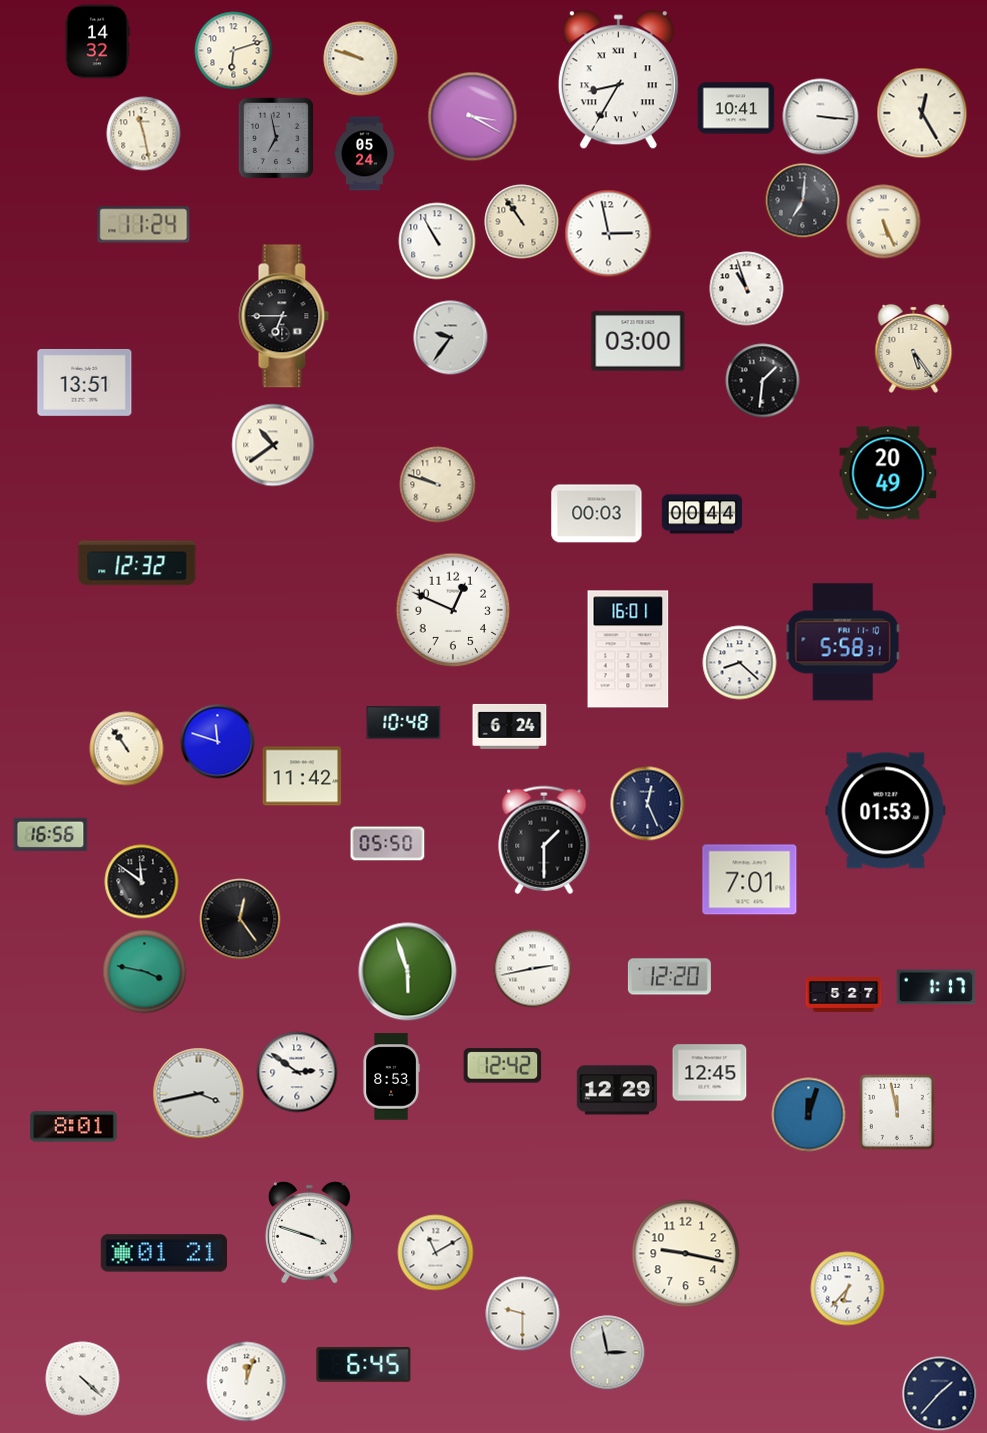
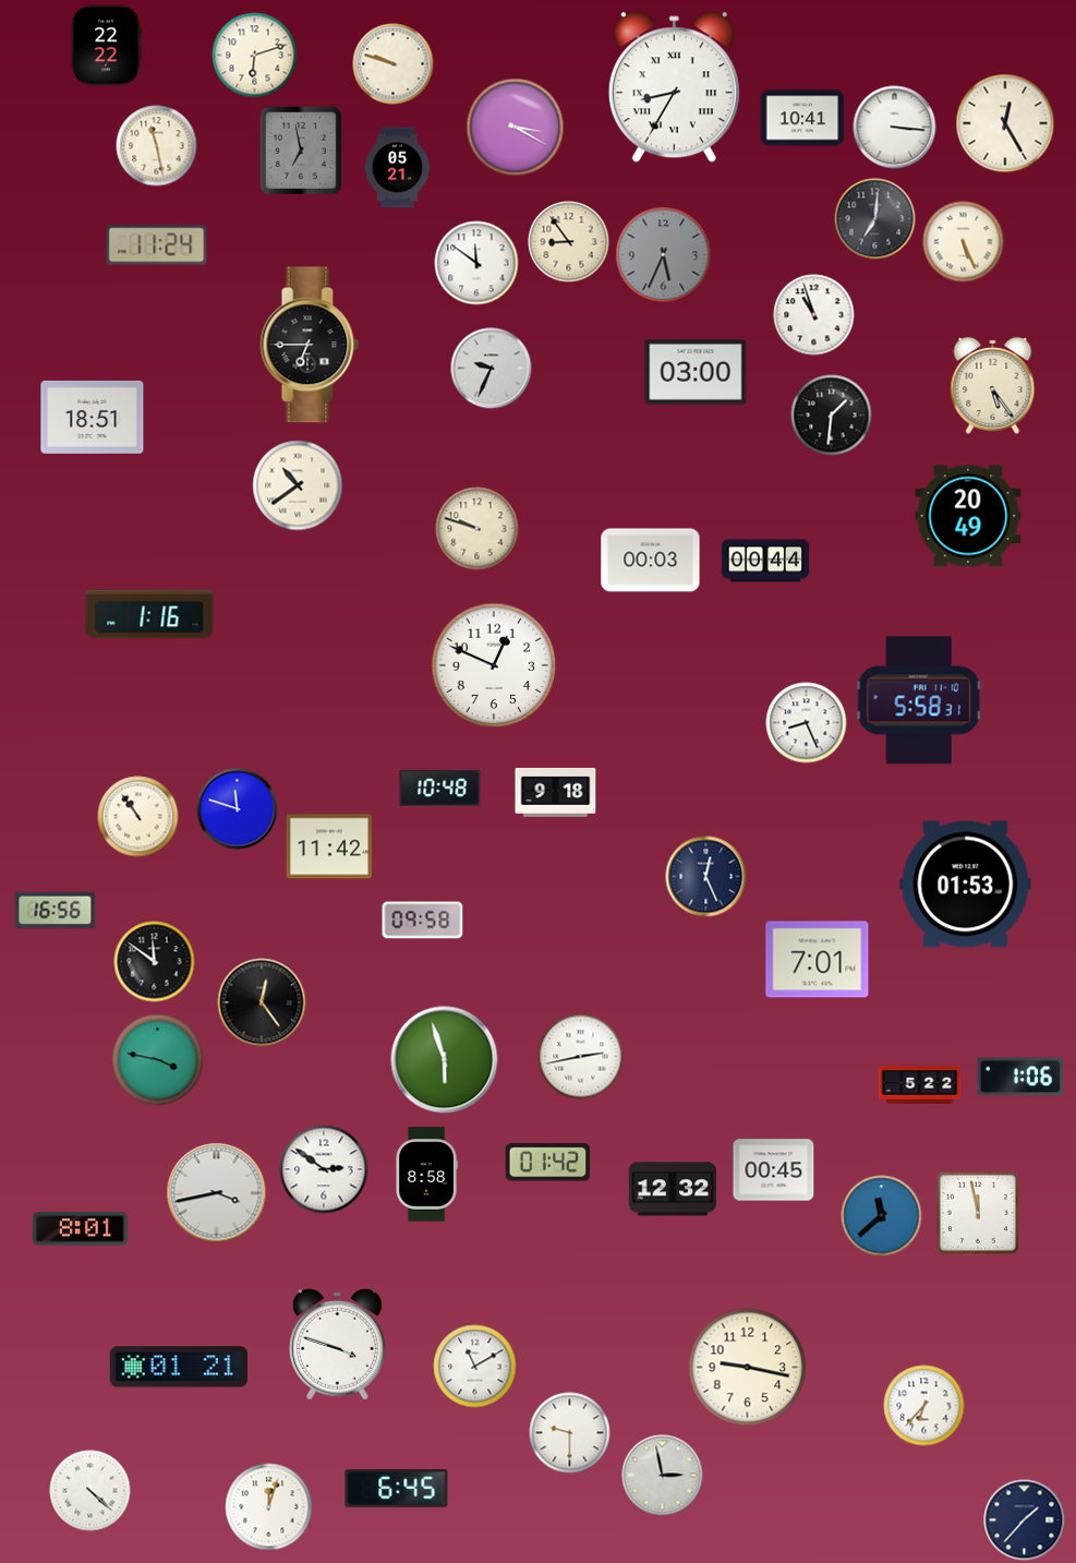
clock at (97, 42): 14:32 -> 22:22
clock at (365, 154): 05:24 -> 05:21
clock at (522, 222): 10:54 -> 8:54
clock at (609, 234): 2:58 -> 5:34
clock at (609, 234) dial: white -> grey
clock at (437, 241): 10:55 -> 11:51
clock at (451, 338): 9:36 -> 9:34
clock at (914, 348) position: (914, 348) -> (993, 385)
clock at (85, 382): 13:51 -> 18:51
clock at (137, 563): 12:32 -> 1:16
clock at (628, 649): 16:01 -> none
clock at (740, 663): 8:22 -> 8:26
clock at (510, 726): 6:24 -> 9:18
clock at (544, 840): 1:30 -> none
clock at (388, 844): 05:50 -> 09:58
clock at (669, 977): 12:20 -> none
clock at (936, 987): 1:17 -> 1:06
clock at (844, 995): 5:27 -> 5:22
clock at (503, 1066): 12:42 -> 01:42
clock at (710, 1073): 12:45 -> 00:45
clock at (391, 1077): 8:53 -> 8:58
clock at (616, 1090): 12:29 -> 12:32
clock at (809, 1115): 12:03 -> 11:38
clock at (83, 1379) position: (83, 1379) -> (90, 1491)
